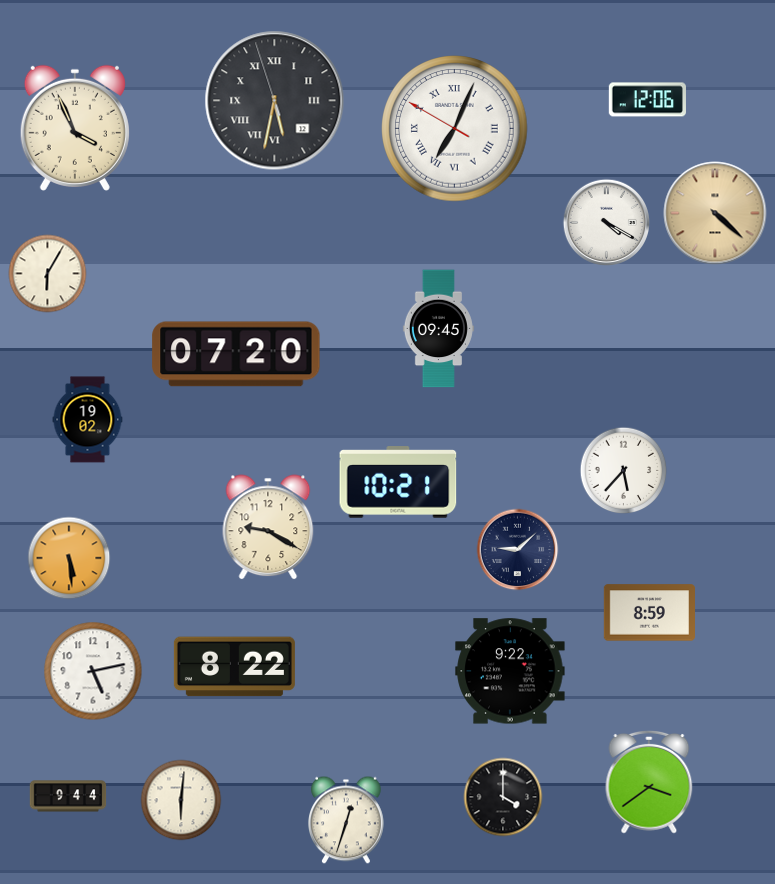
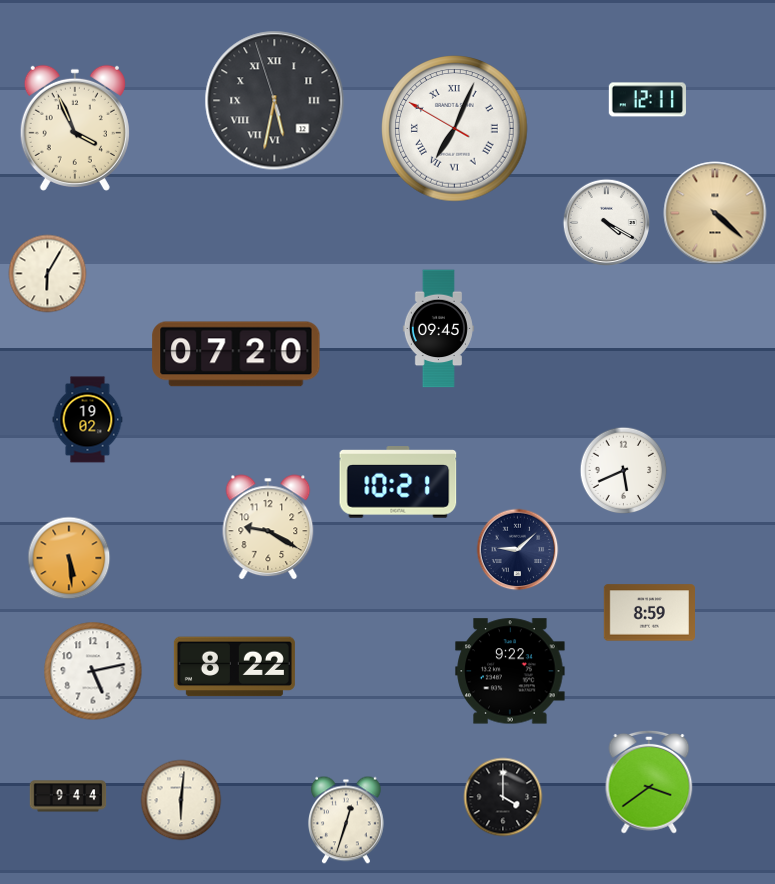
clock at (647, 100): 12:06 -> 12:11
clock at (624, 471): 5:37 -> 5:41
